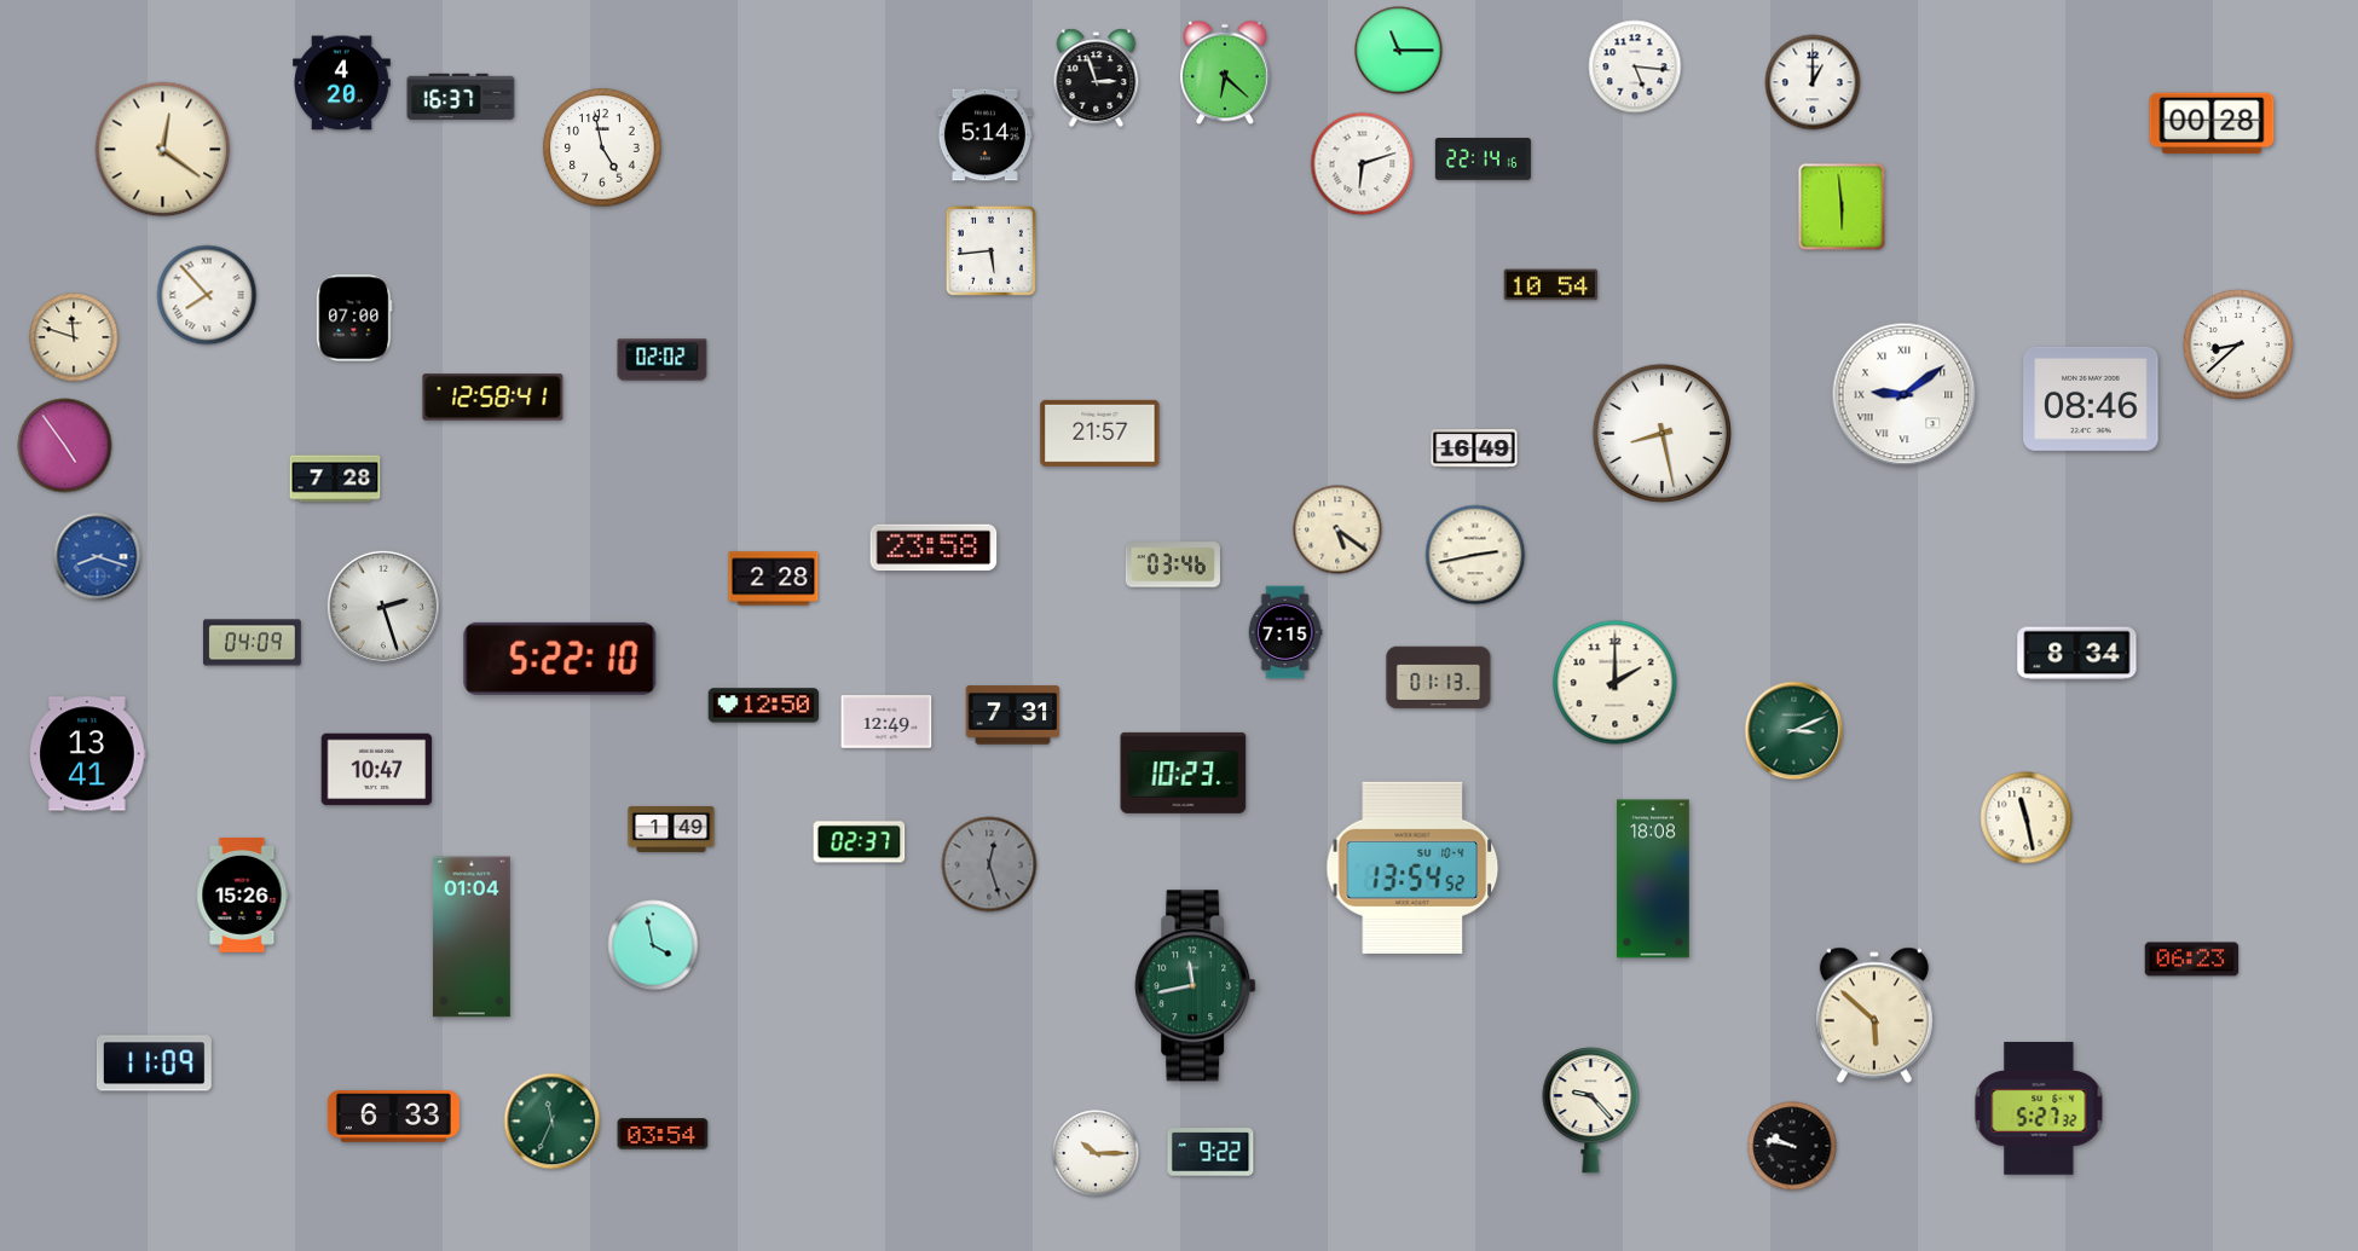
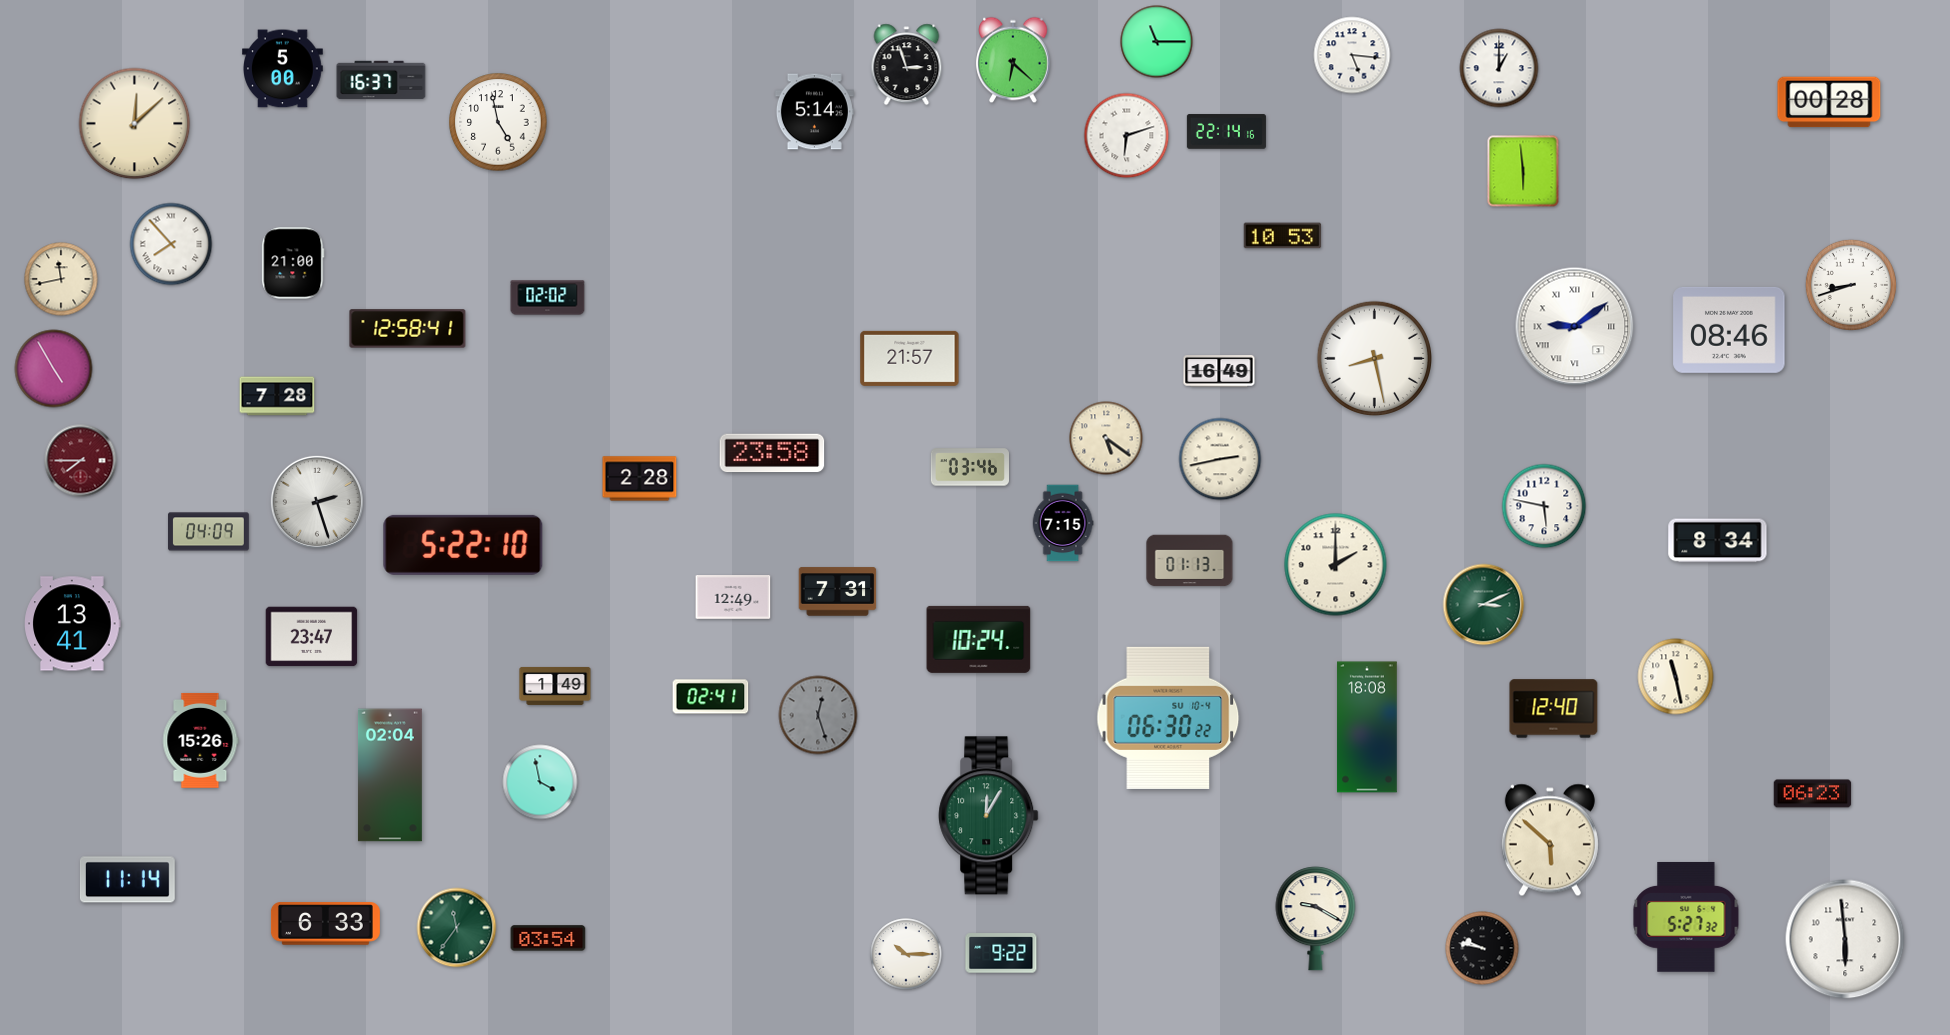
clock at (342, 83): 4:20 -> 5:00
clock at (163, 150): 12:21 -> 12:08
clock at (990, 250): 5:44 -> none
clock at (1551, 285): 10:54 -> 10:53
clock at (354, 318): 07:00 -> 21:00
clock at (74, 337): 11:48 -> 11:43
clock at (2238, 344): 8:38 -> 8:42
clock at (65, 446): 4:54 -> 4:55
clock at (98, 557): 8:18 -> 7:45
clock at (98, 557) dial: blue -> burgundy
clock at (1544, 506): none -> 5:47
clock at (764, 706): 12:50 -> none
clock at (377, 770): 10:47 -> 23:47
clock at (1184, 772): 10:23 -> 10:24
clock at (860, 842): 02:37 -> 02:41
clock at (1554, 709): none -> 12:40
clock at (1412, 868): 13:54 -> 06:30
clock at (472, 937): 01:04 -> 02:04
clock at (1196, 986): 11:43 -> 12:05
clock at (154, 1064): 11:09 -> 11:14
clock at (1591, 1111): 9:23 -> 9:20
clock at (553, 1122): 11:34 -> 11:36
clock at (1845, 939): none -> 5:59
